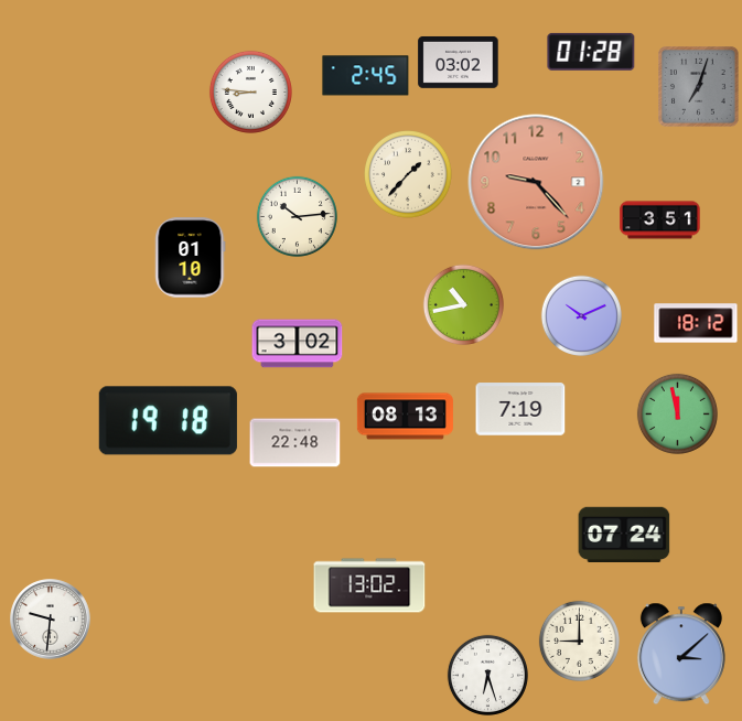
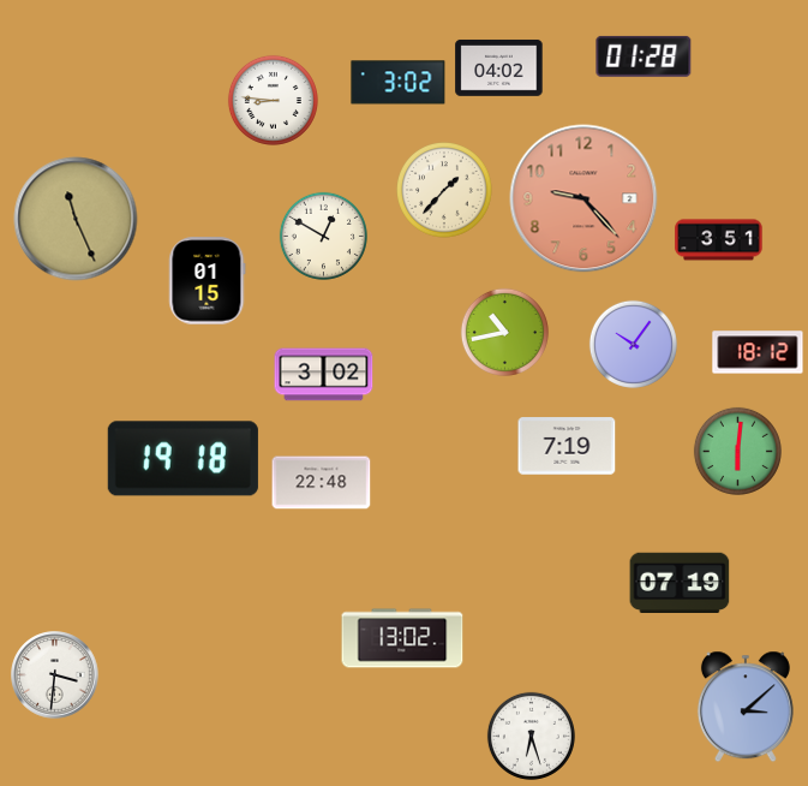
clock at (459, 63): 03:02 -> 04:02
clock at (366, 76): 2:45 -> 3:02
clock at (699, 87): 7:03 -> none
clock at (76, 219): none -> 11:26
clock at (297, 216): 10:14 -> 12:50
clock at (191, 258): 01:10 -> 01:15
clock at (581, 315): 10:11 -> 10:06
clock at (677, 413): 11:58 -> 6:01
clock at (405, 417): 08:13 -> none
clock at (624, 535): 07:24 -> 07:19
clock at (51, 620): 9:31 -> 3:31
clock at (579, 641): 9:00 -> none
clock at (681, 654) position: (681, 654) -> (746, 707)
